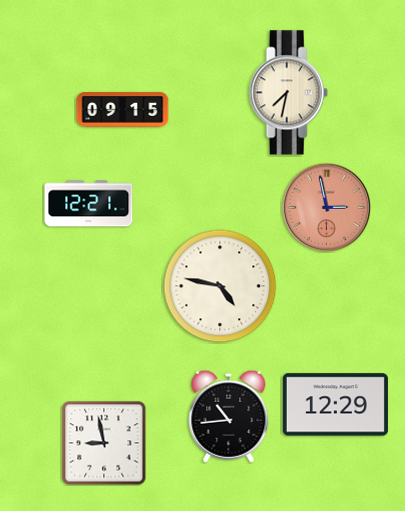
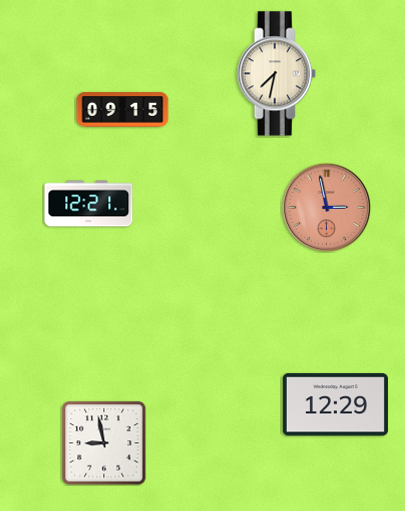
clock at (288, 93) position: (288, 93) -> (276, 74)
clock at (220, 286): 4:47 -> none
clock at (229, 416): 10:44 -> none
